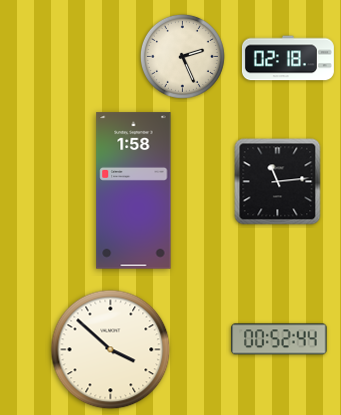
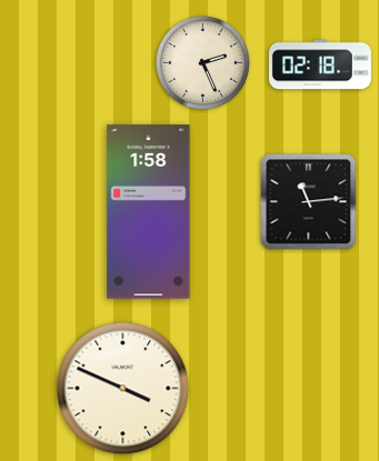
clock at (279, 339): 00:52 -> none
clock at (111, 350): 3:52 -> 3:49
